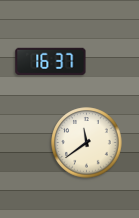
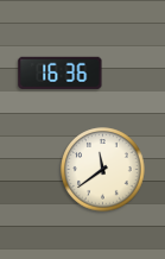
clock at (51, 61): 16:37 -> 16:36
